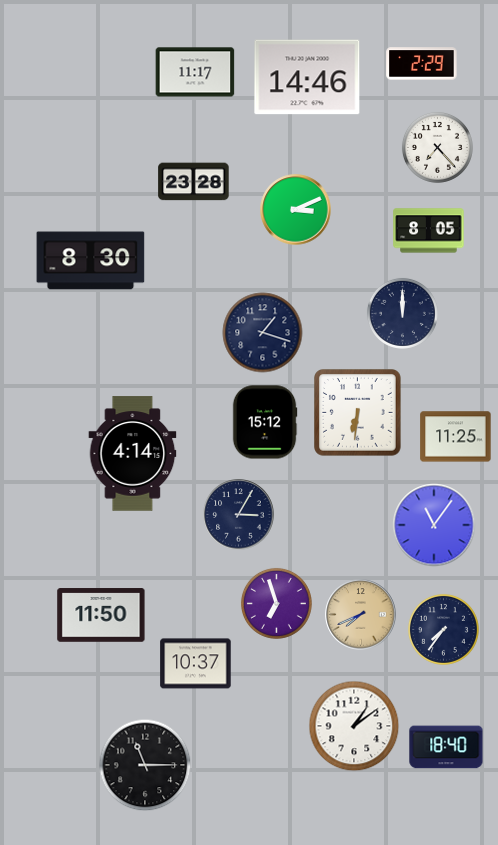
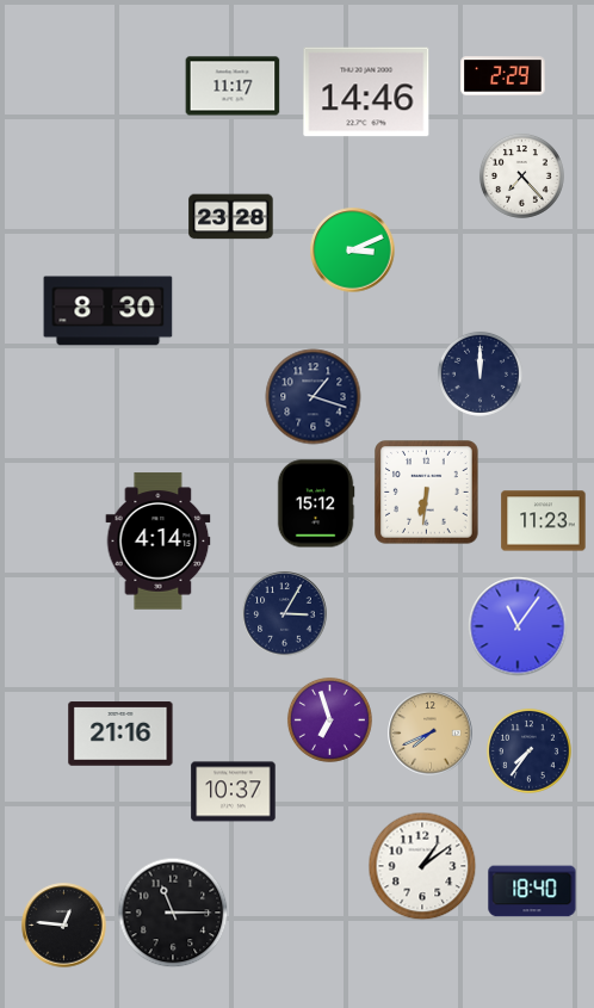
clock at (429, 231): 8:05 -> none
clock at (456, 437): 11:25 -> 11:23
clock at (101, 615): 11:50 -> 21:16
clock at (64, 926): none -> 12:46
